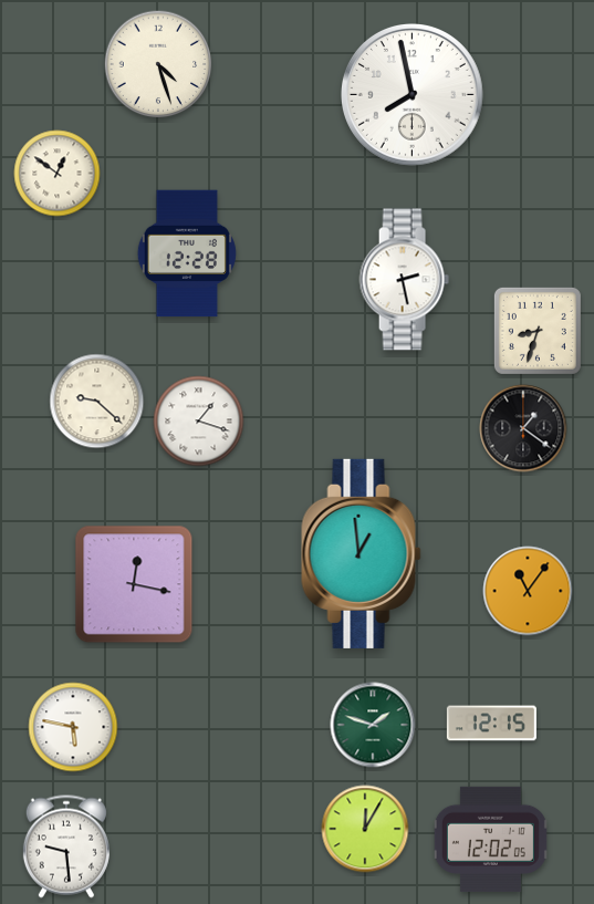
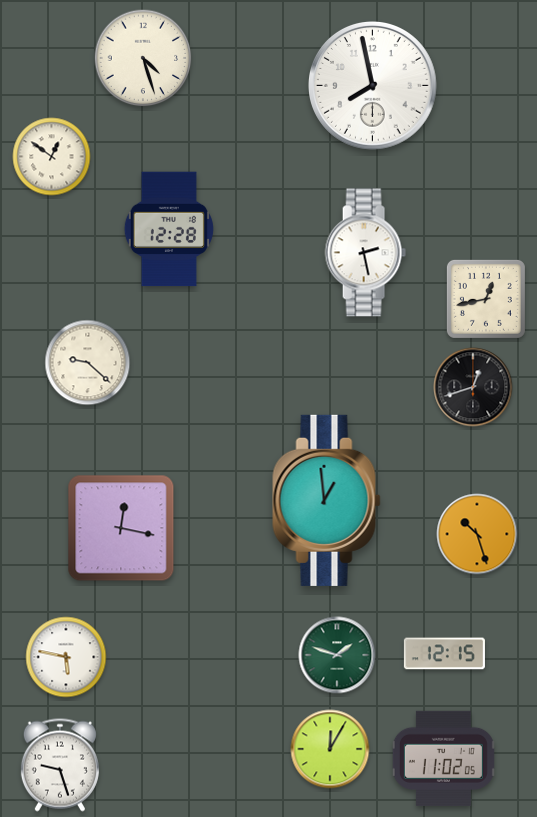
clock at (538, 331): 8:33 -> 12:43
clock at (199, 422): 1:18 -> none
clock at (523, 428): 1:21 -> 12:42
clock at (528, 591): 11:06 -> 10:27
clock at (490, 839): 12:02 -> 11:02
clock at (66, 846): 9:29 -> 9:27
